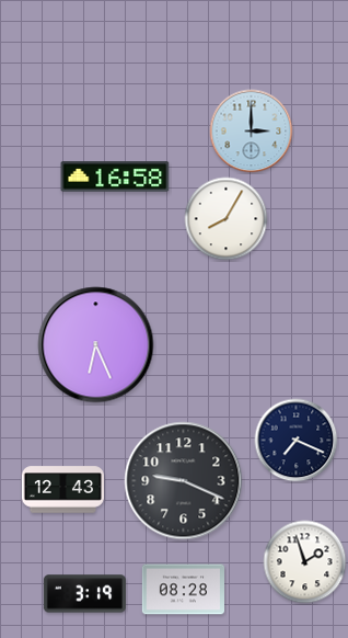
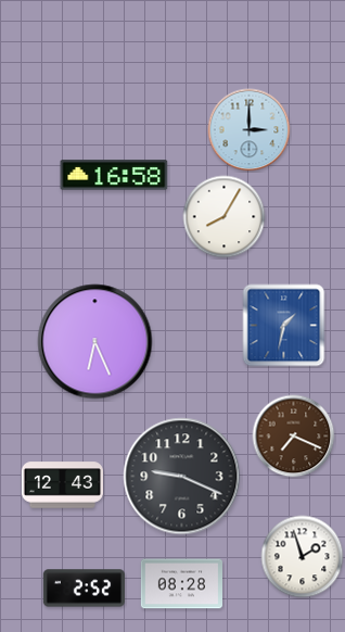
clock at (284, 326): none -> 1:32
clock at (297, 441) dial: navy -> brown
clock at (84, 594): 3:19 -> 2:52
